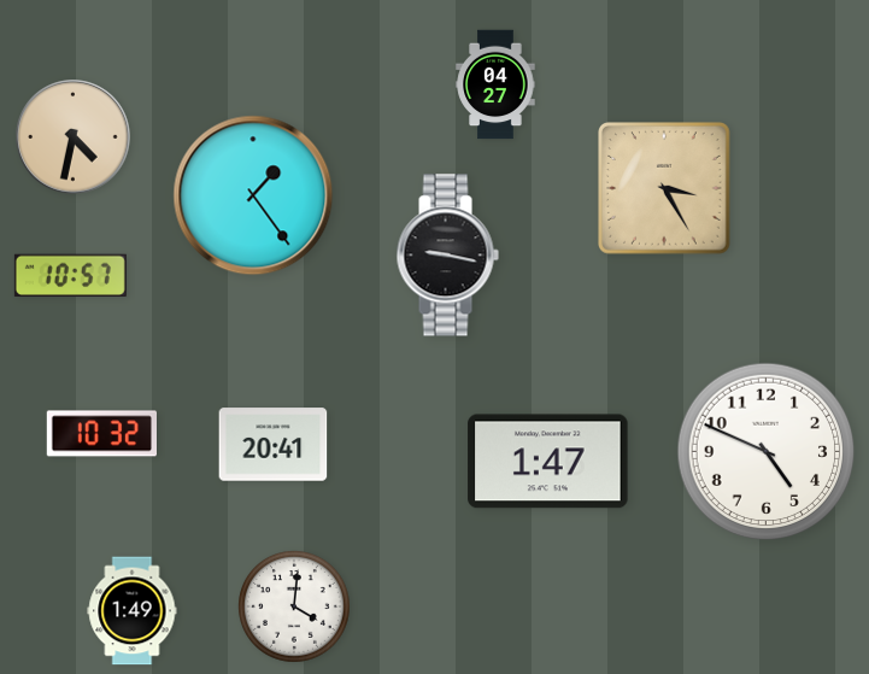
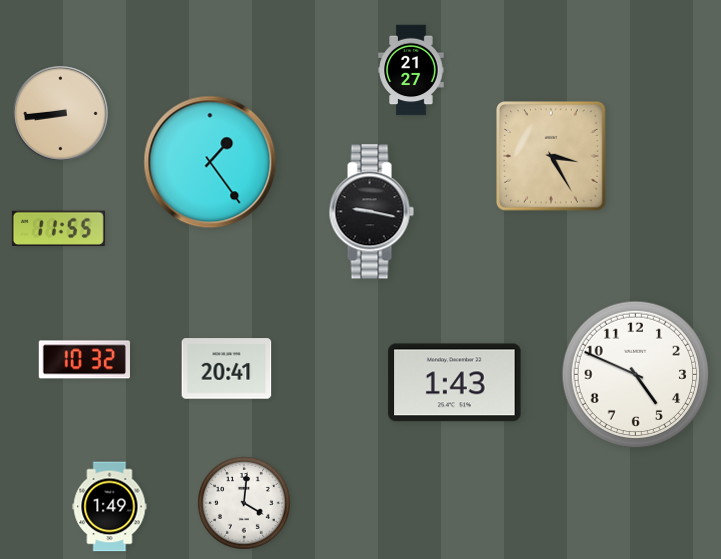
clock at (495, 84): 04:27 -> 21:27
clock at (74, 137): 4:32 -> 8:44
clock at (70, 275): 10:57 -> 11:55
clock at (548, 462): 1:47 -> 1:43
